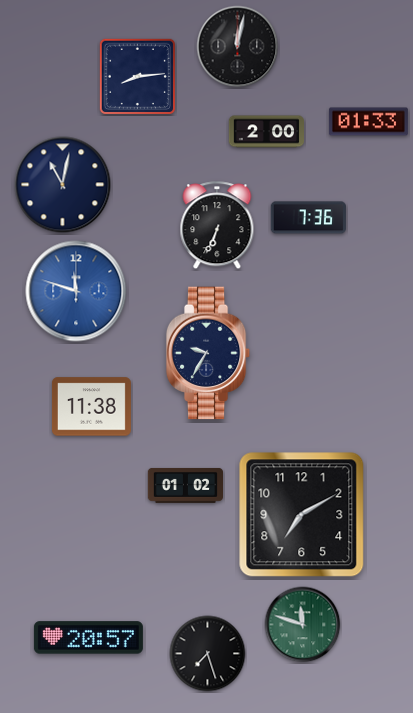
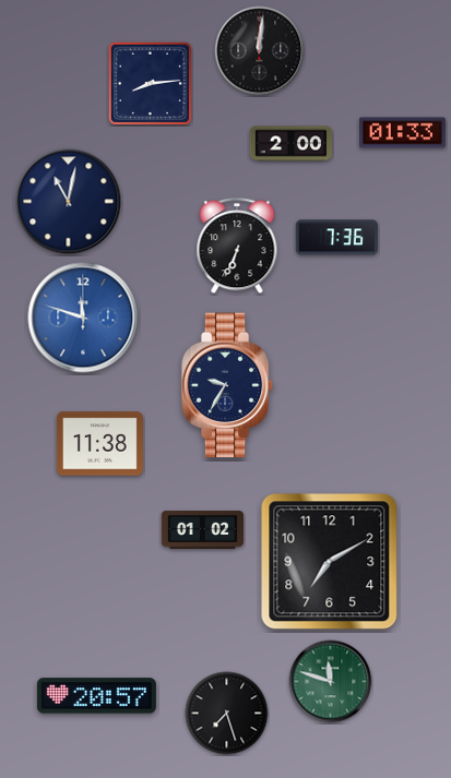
clock at (238, 47): 12:02 -> 12:01
